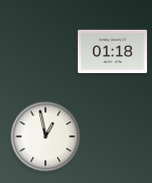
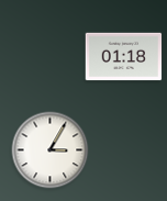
clock at (46, 137): 12:58 -> 3:05
